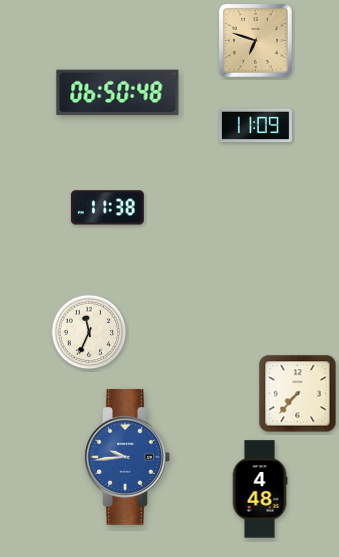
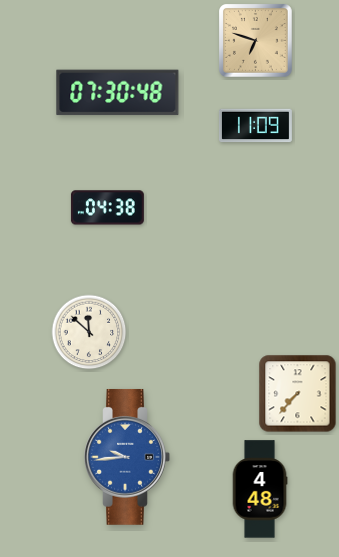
clock at (118, 93): 06:50 -> 07:30
clock at (107, 208): 11:38 -> 04:38
clock at (89, 332): 11:34 -> 11:52
